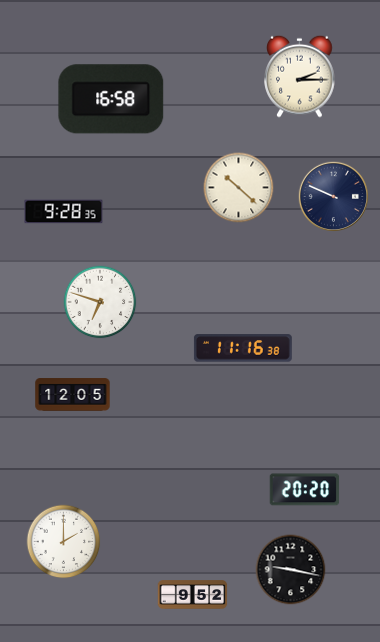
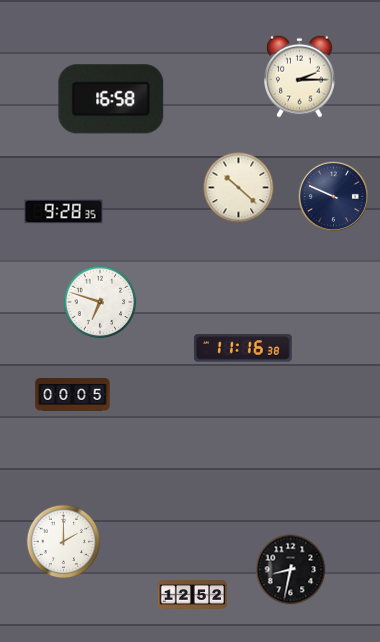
clock at (73, 395): 12:05 -> 00:05
clock at (305, 490): 20:20 -> none
clock at (291, 570): 9:17 -> 8:32
clock at (193, 595): 9:52 -> 12:52
